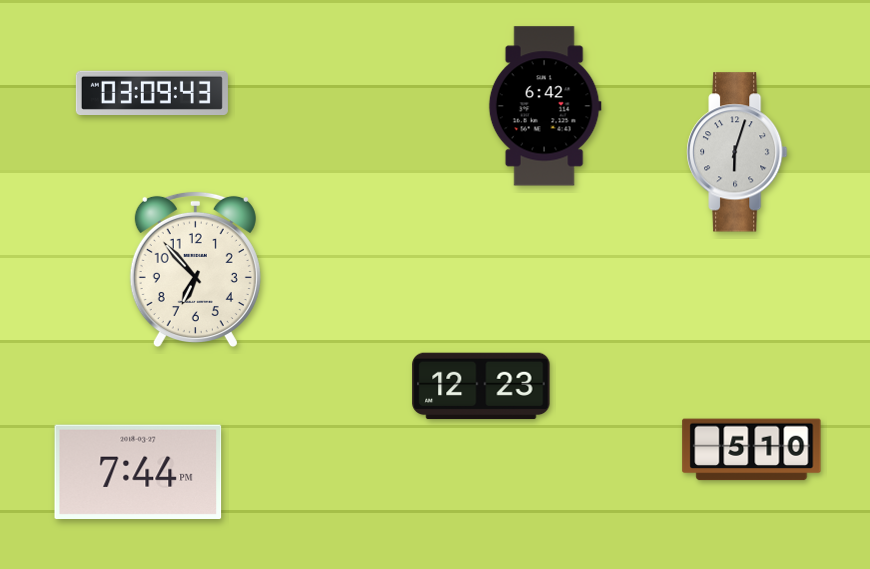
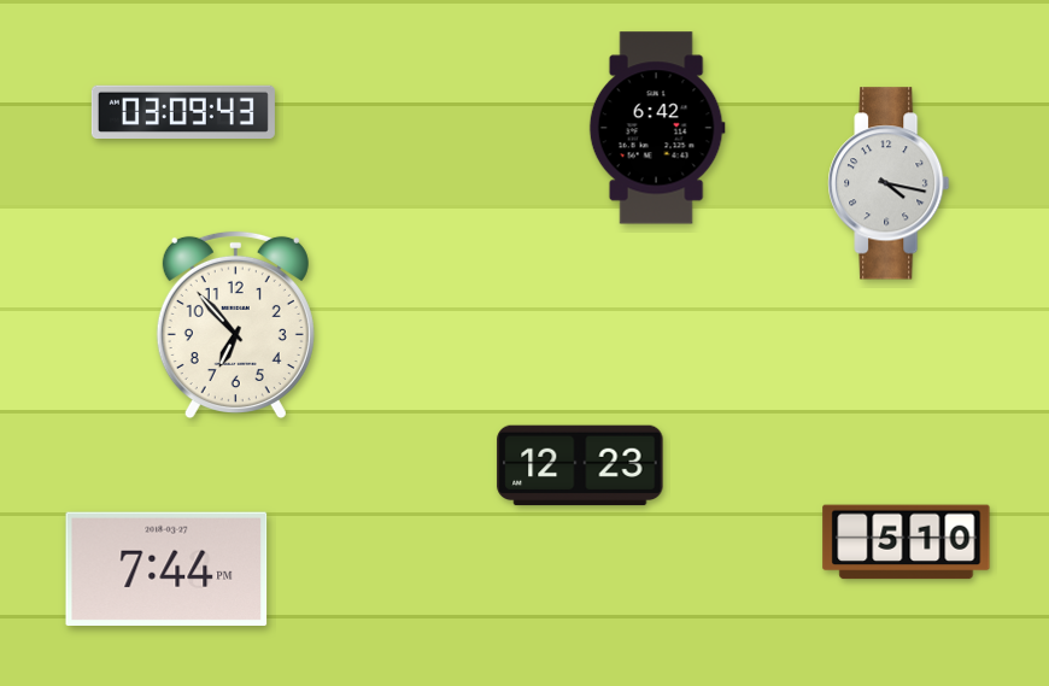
clock at (737, 152): 6:03 -> 4:17
